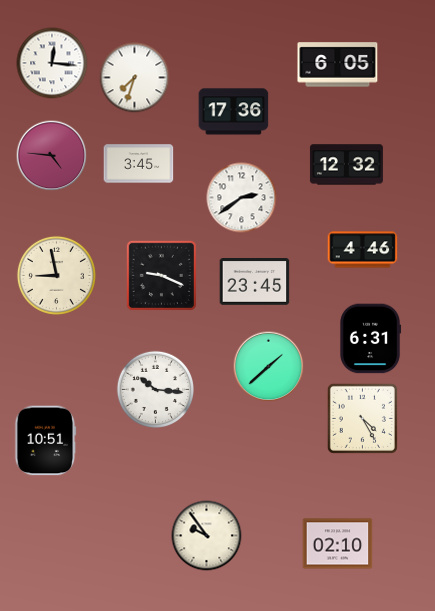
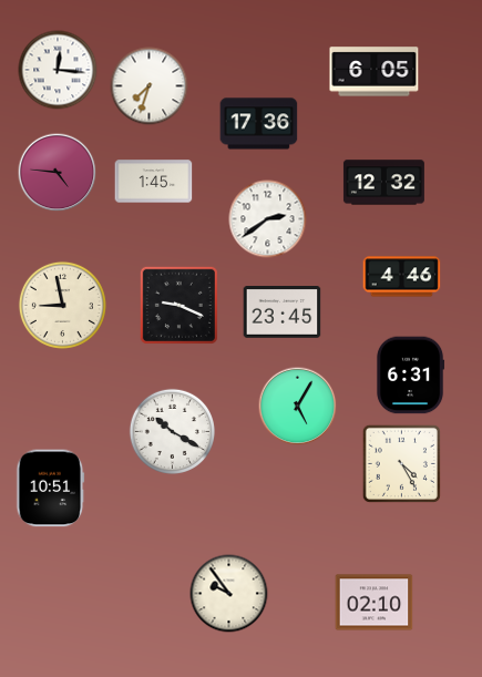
clock at (139, 164): 3:45 -> 1:45
clock at (269, 367): 1:38 -> 5:05
clock at (155, 389): 10:16 -> 10:20
